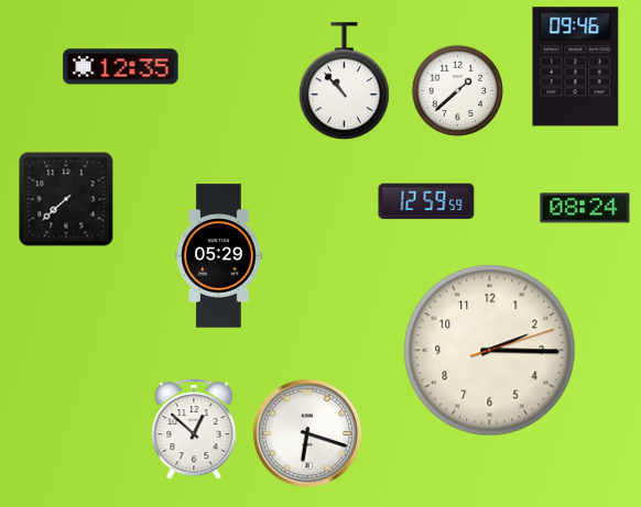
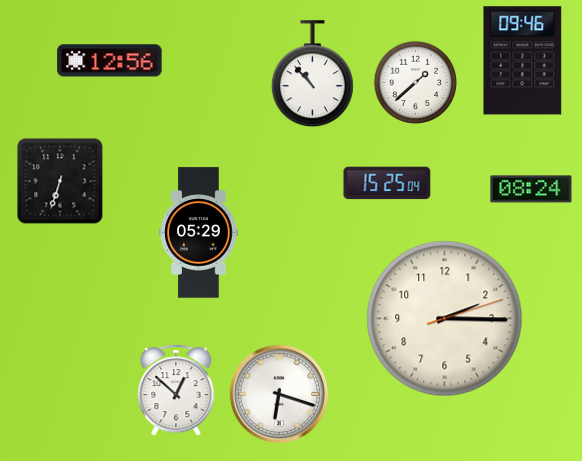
clock at (121, 67): 12:35 -> 12:56
clock at (66, 199): 7:38 -> 6:33
clock at (426, 201): 12:59 -> 15:25
